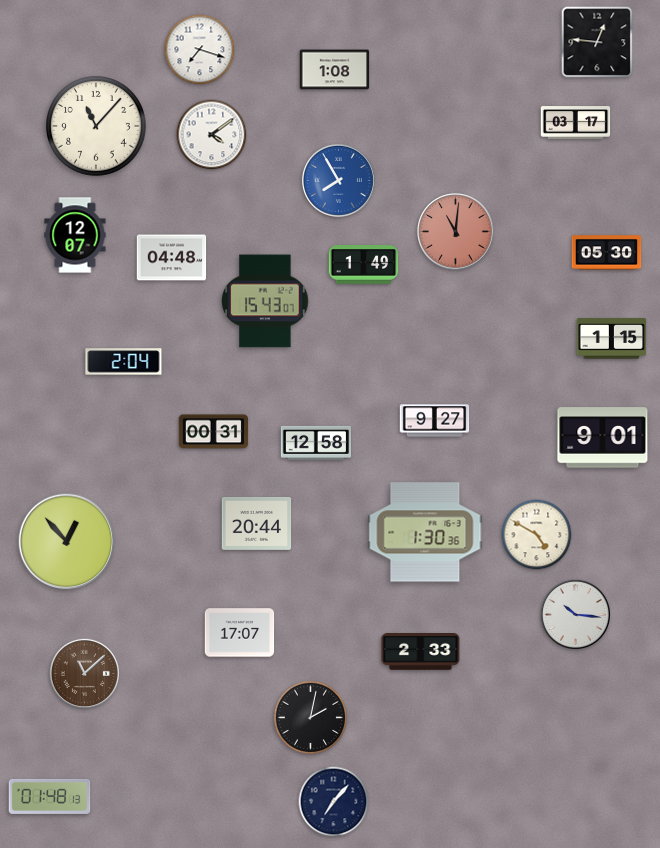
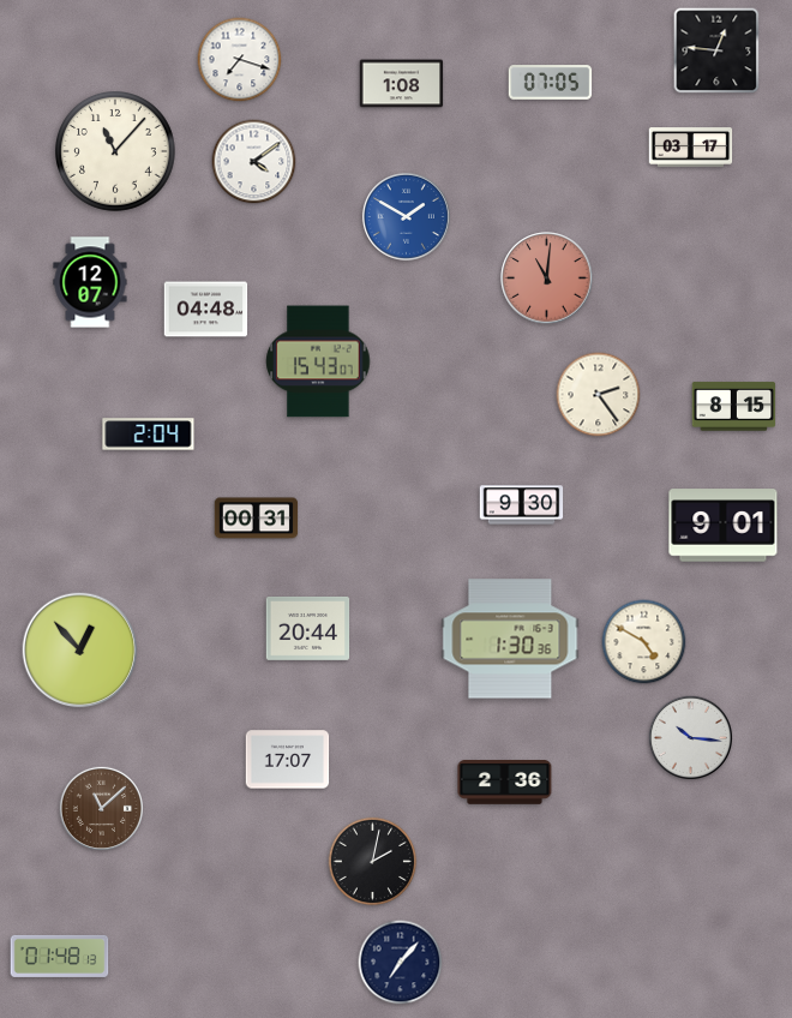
clock at (551, 83): none -> 07:05
clock at (338, 180): 7:55 -> 1:50
clock at (607, 253): 05:30 -> none
clock at (364, 265): 1:49 -> none
clock at (599, 395): none -> 2:24
clock at (612, 339): 1:15 -> 8:15
clock at (435, 421): 9:27 -> 9:30
clock at (315, 443): 12:58 -> none
clock at (421, 652): 2:33 -> 2:36
